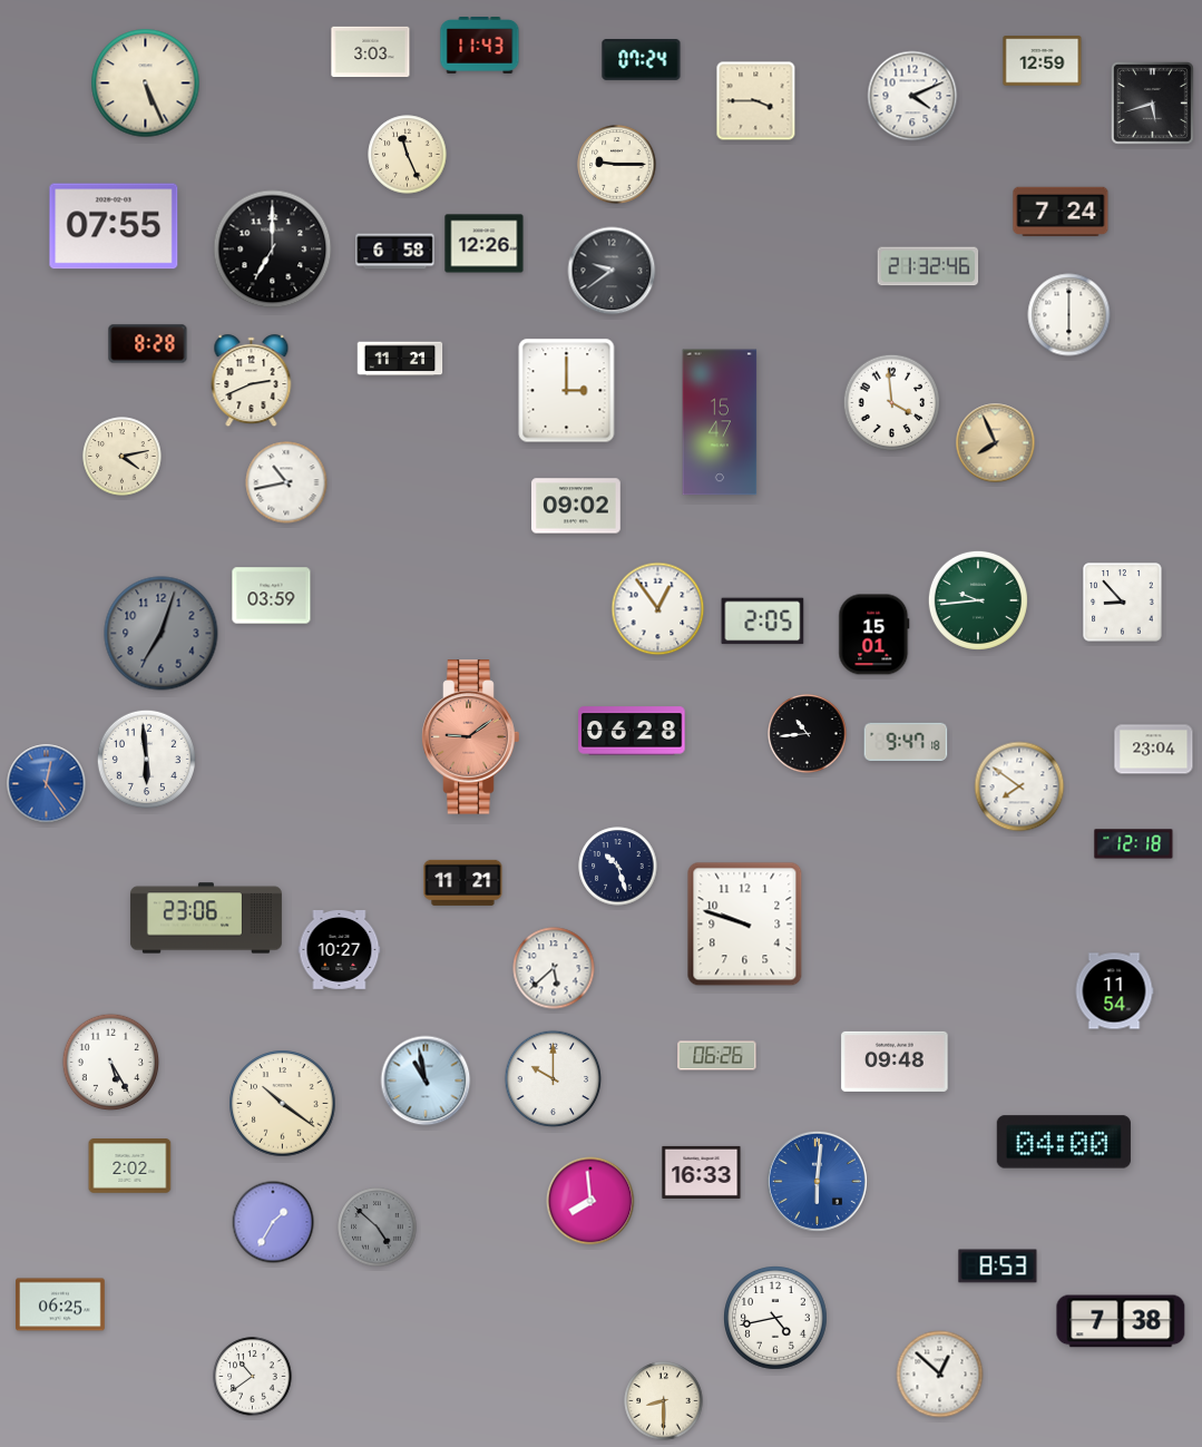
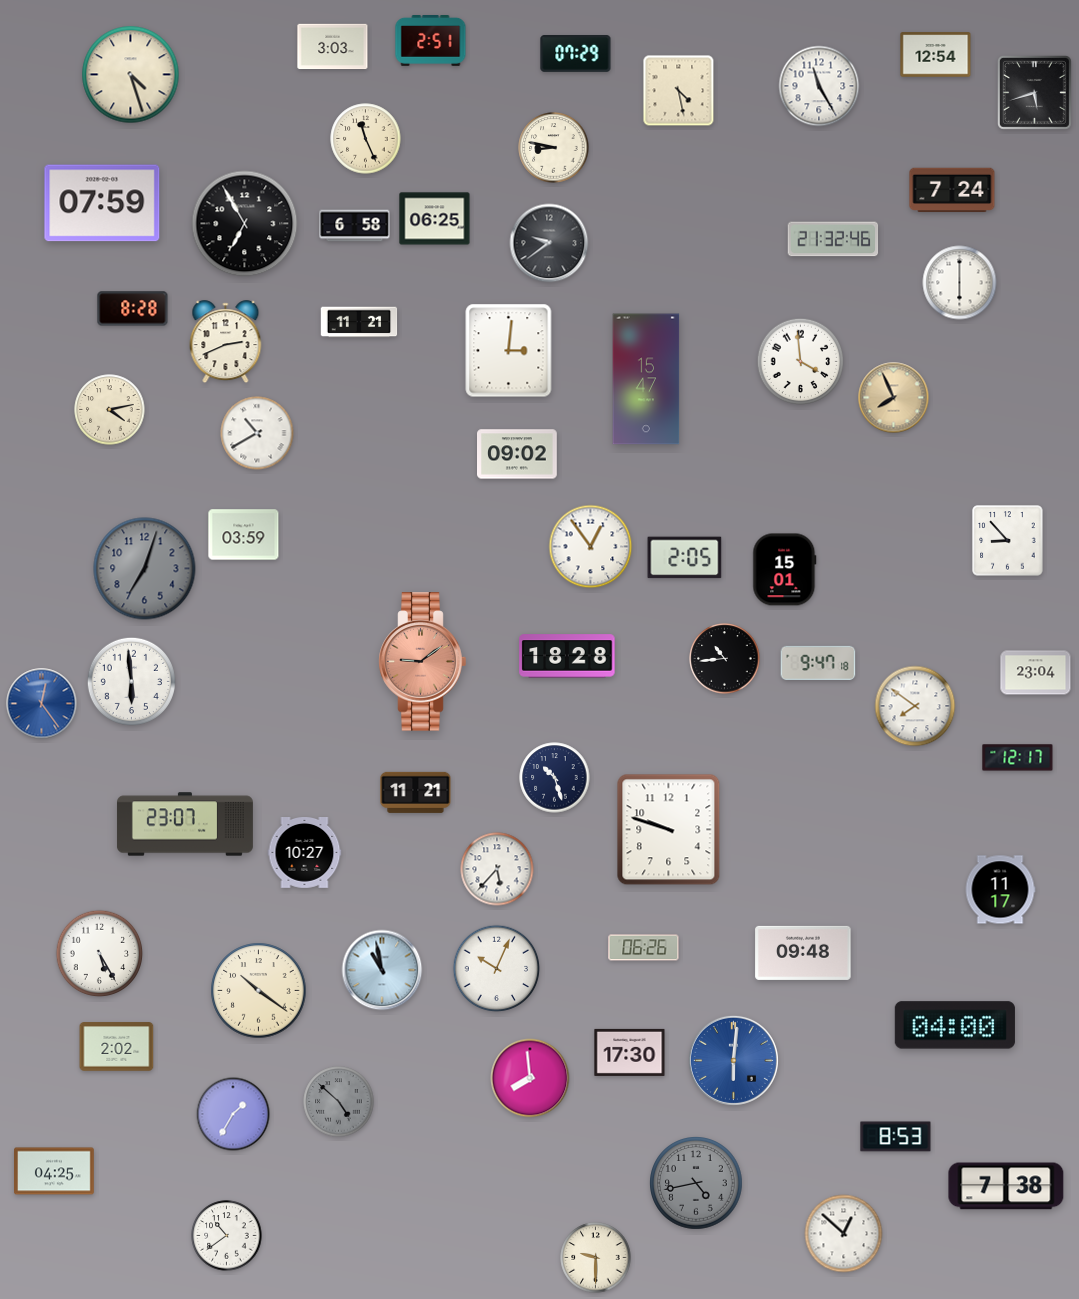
clock at (480, 46): 11:43 -> 2:51
clock at (642, 60): 07:24 -> 07:29
clock at (1043, 61): 12:59 -> 12:54
clock at (146, 84): 5:26 -> 4:27
clock at (912, 96): 4:11 -> 11:25
clock at (756, 101): 3:45 -> 4:28
clock at (617, 165): 9:15 -> 8:47
clock at (114, 226): 07:55 -> 07:59
clock at (485, 244): 12:26 -> 06:25
clock at (273, 250): 7:00 -> 6:55
clock at (567, 391): 3:00 -> 3:01
clock at (286, 482): 10:43 -> 10:40
clock at (978, 600): 9:44 -> none
clock at (632, 731): 06:28 -> 18:28
clock at (906, 742) position: (906, 742) -> (818, 663)
clock at (1134, 844): 12:18 -> 12:17
clock at (206, 918): 23:06 -> 23:07
clock at (554, 968): 5:38 -> 5:37
clock at (1114, 991): 11:54 -> 11:17
clock at (554, 1079): 10:00 -> 10:04
clock at (283, 1104) position: (283, 1104) -> (259, 991)
clock at (702, 1172): 16:33 -> 17:30
clock at (273, 1222) position: (273, 1222) -> (233, 1114)
clock at (61, 1304): 06:25 -> 04:25
clock at (776, 1319) dial: white -> grey
clock at (664, 1401): 8:30 -> 9:30
